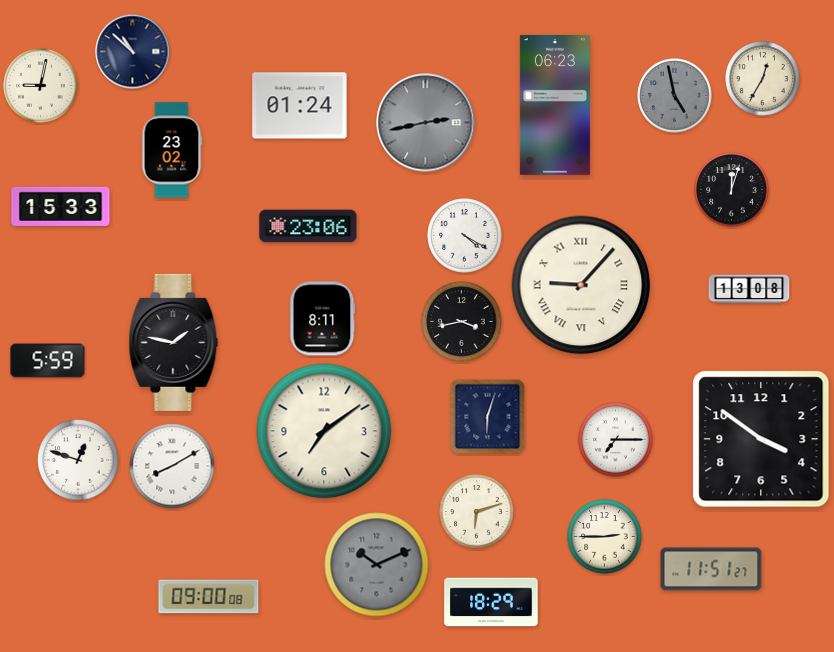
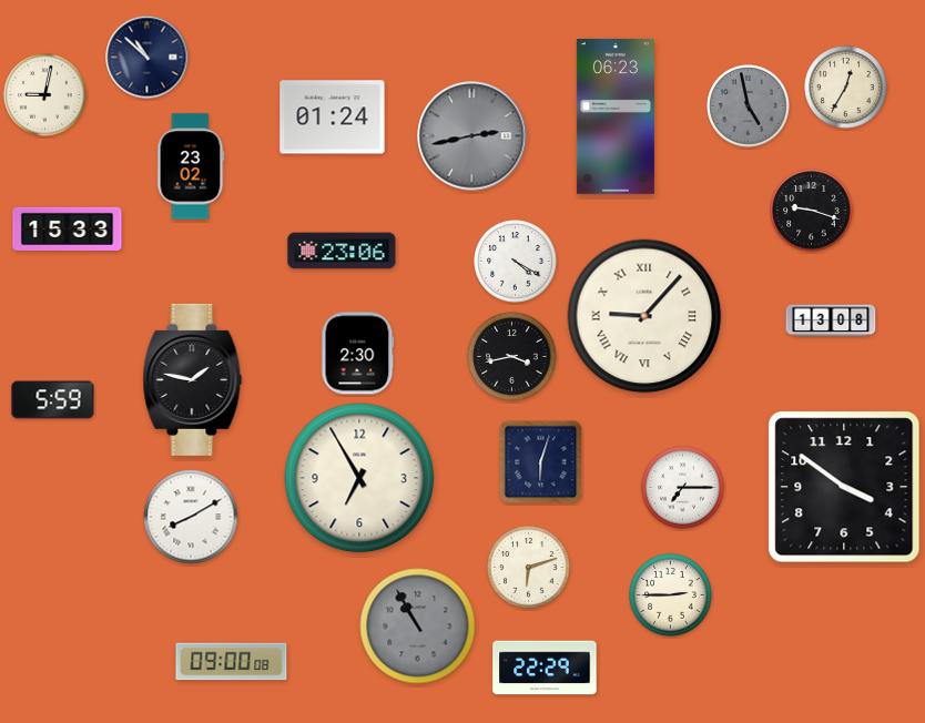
clock at (732, 190): 12:03 -> 9:18
clock at (323, 319): 8:11 -> 2:30
clock at (324, 431): 7:09 -> 6:55
clock at (78, 460): 12:48 -> none
clock at (377, 565): 10:11 -> 10:55
clock at (711, 569): 11:51 -> none
clock at (491, 602): 18:29 -> 22:29
